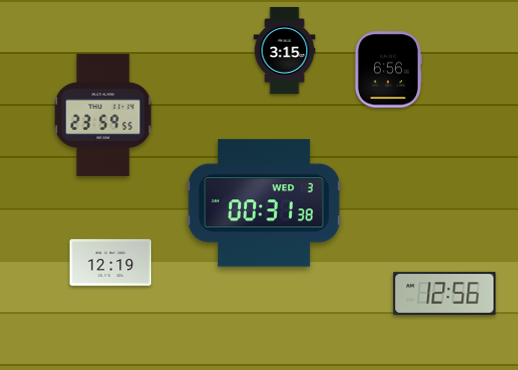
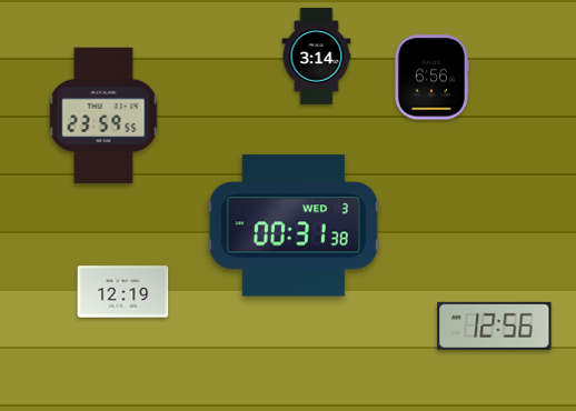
clock at (285, 51): 3:15 -> 3:14
clock at (103, 115) position: (103, 115) -> (103, 116)
